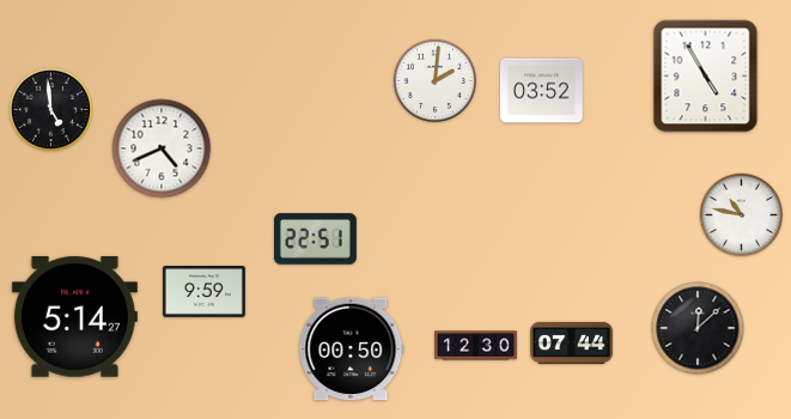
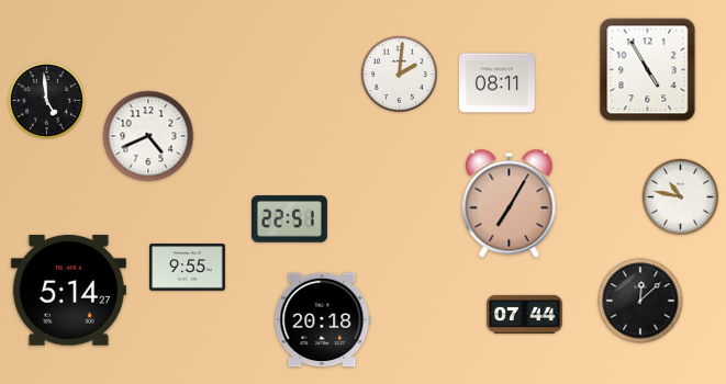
clock at (542, 91): 03:52 -> 08:11
clock at (510, 204): none -> 7:05
clock at (205, 292): 9:59 -> 9:55
clock at (476, 346): 12:30 -> none
clock at (352, 350): 00:50 -> 20:18
